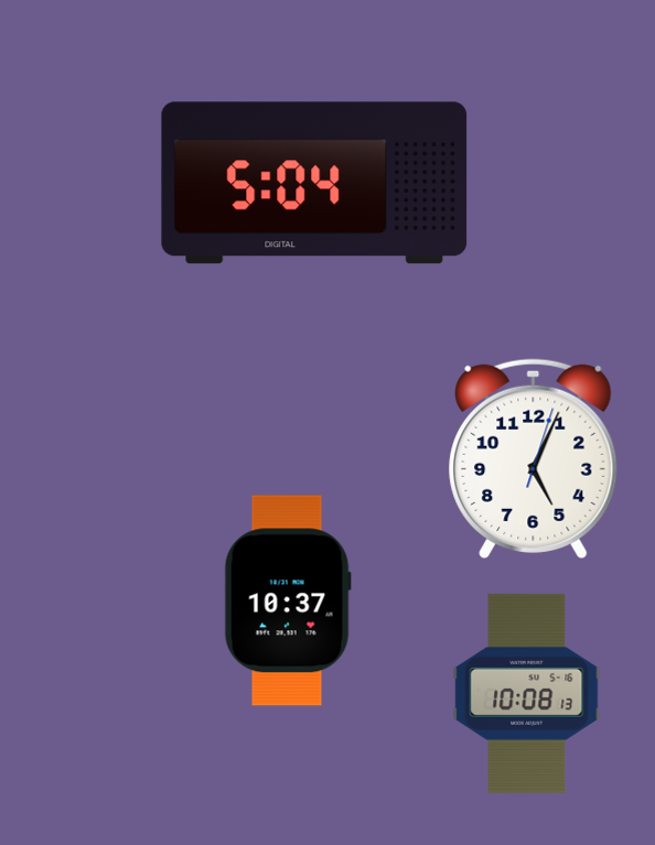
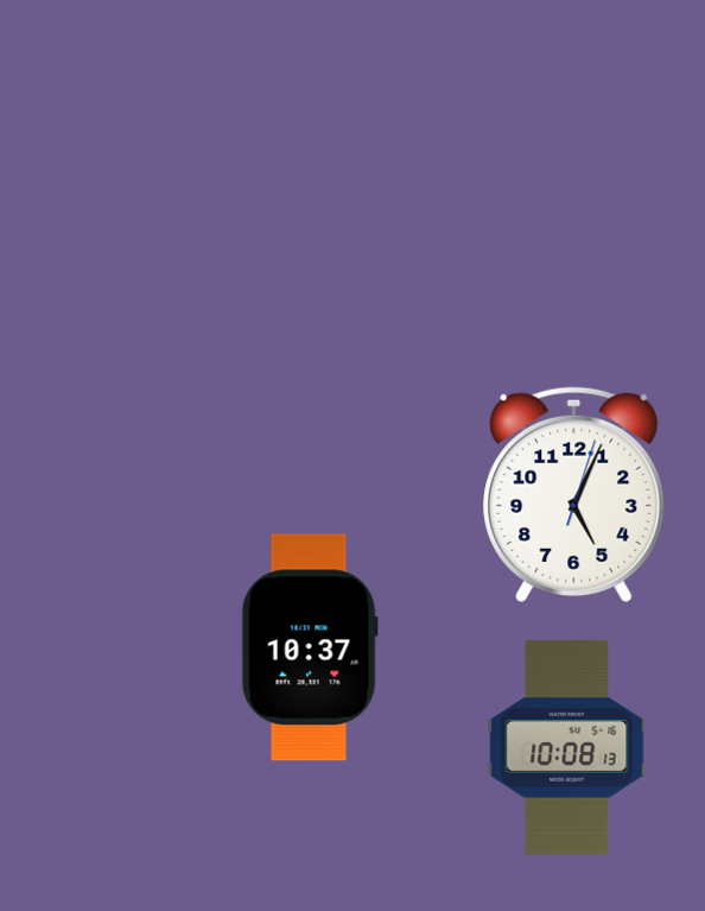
clock at (314, 183): 5:04 -> none
